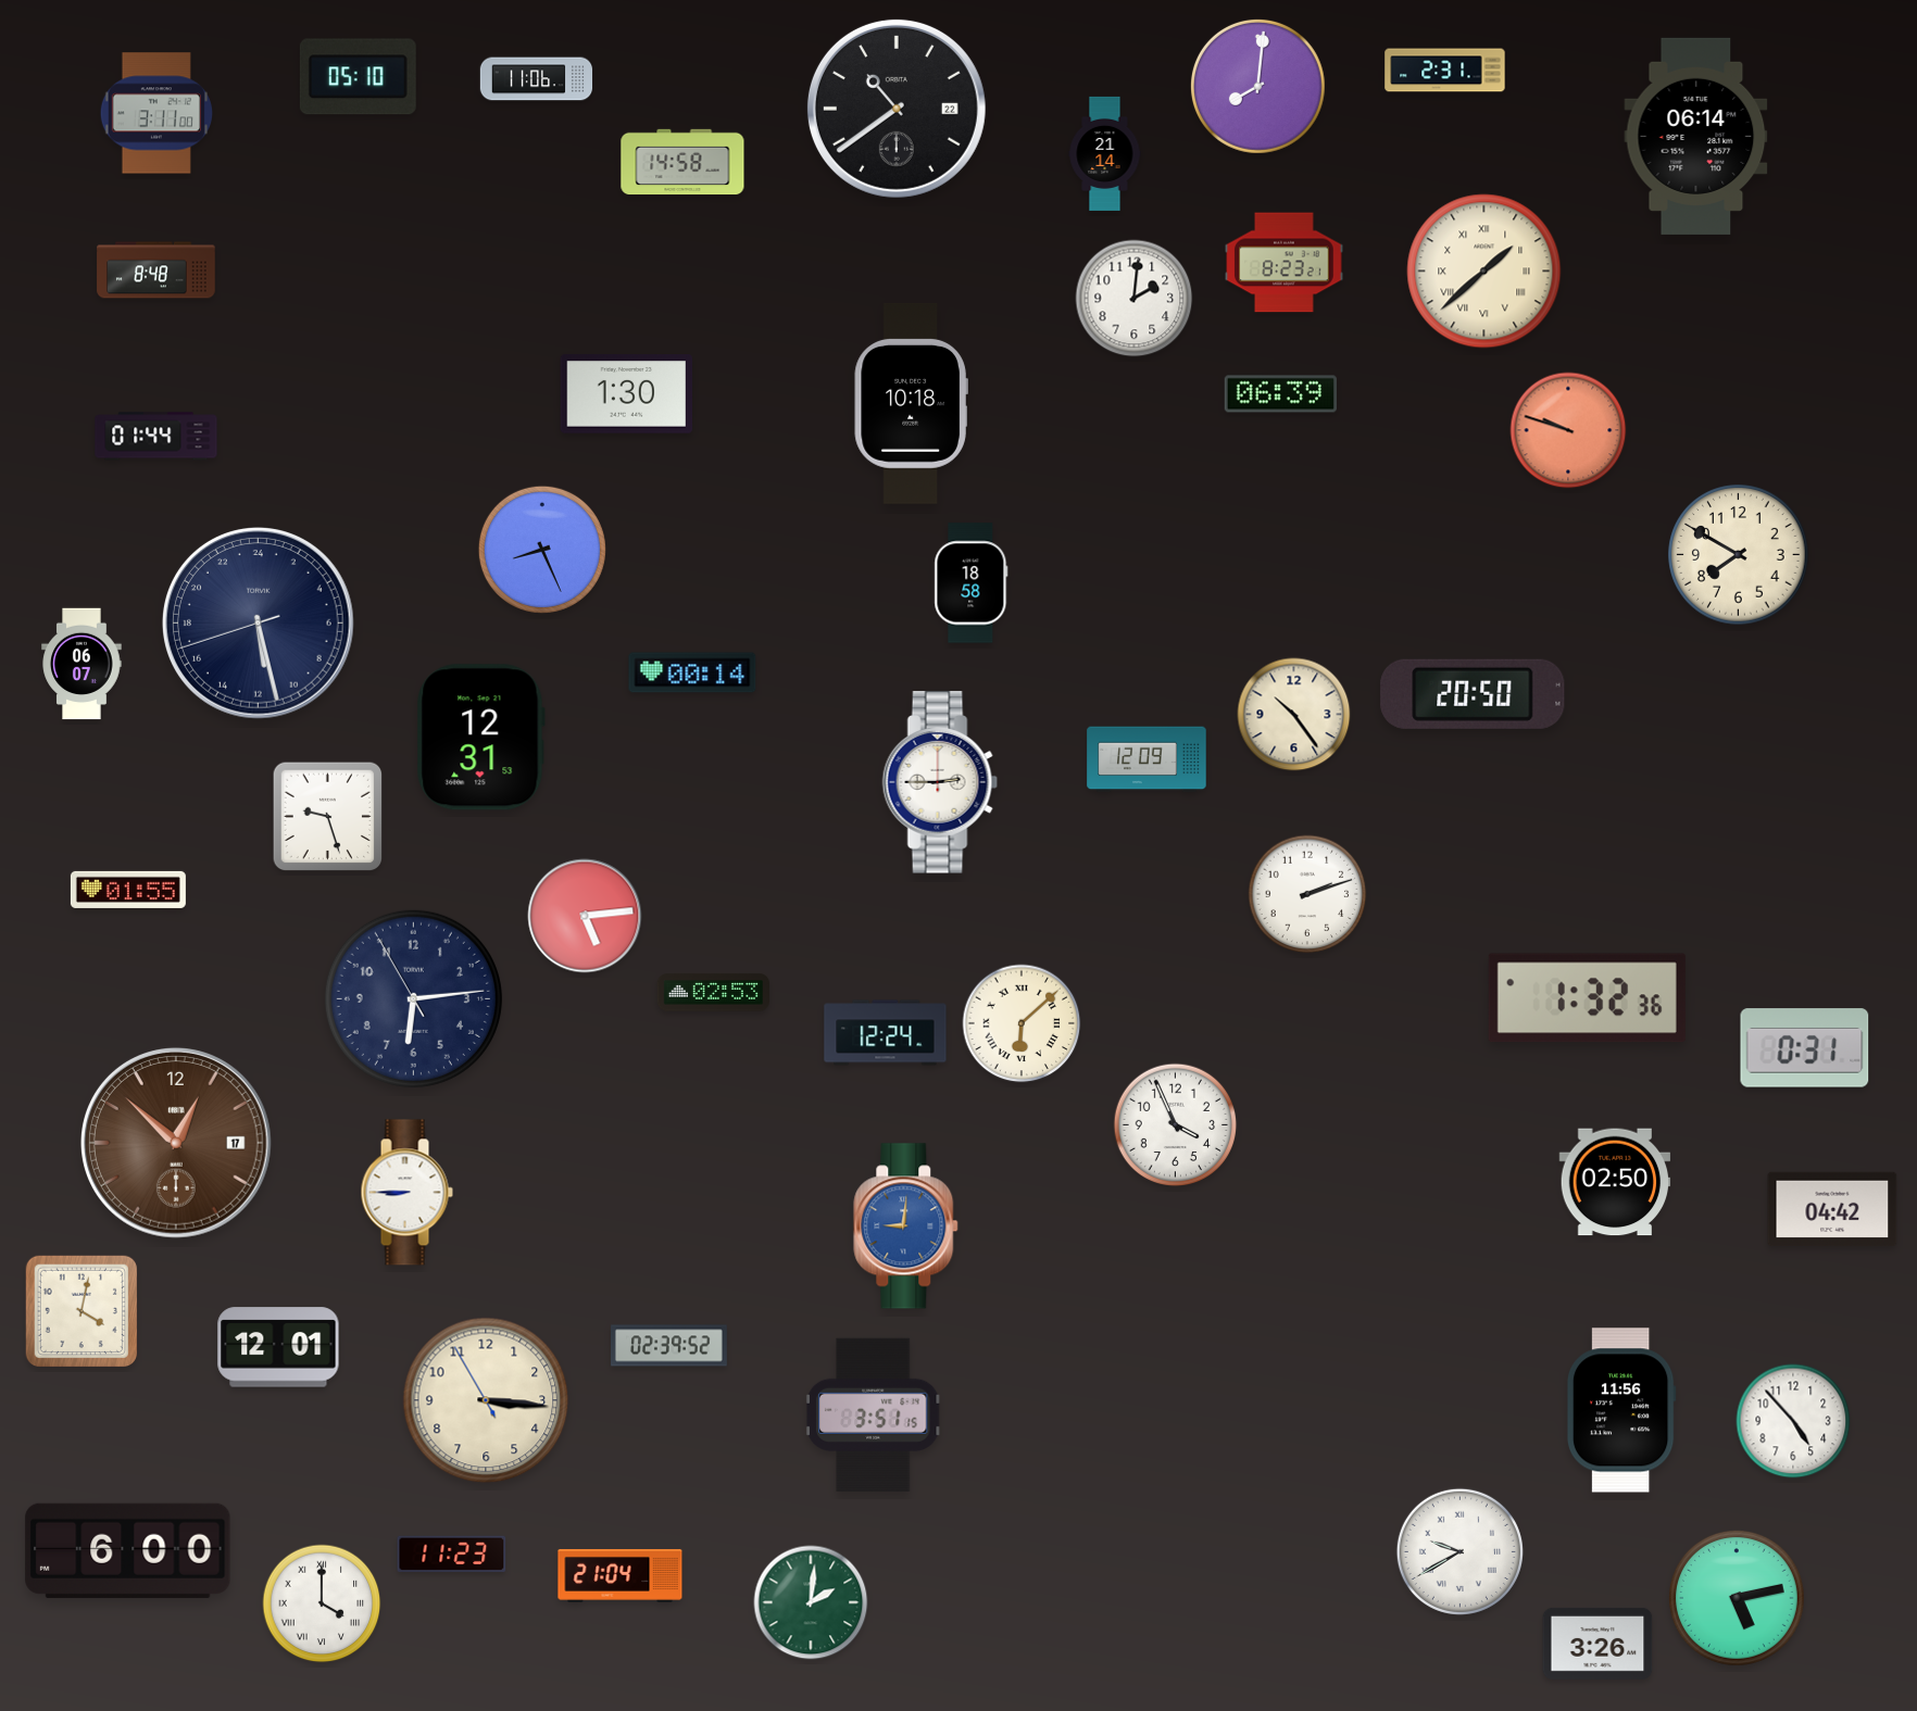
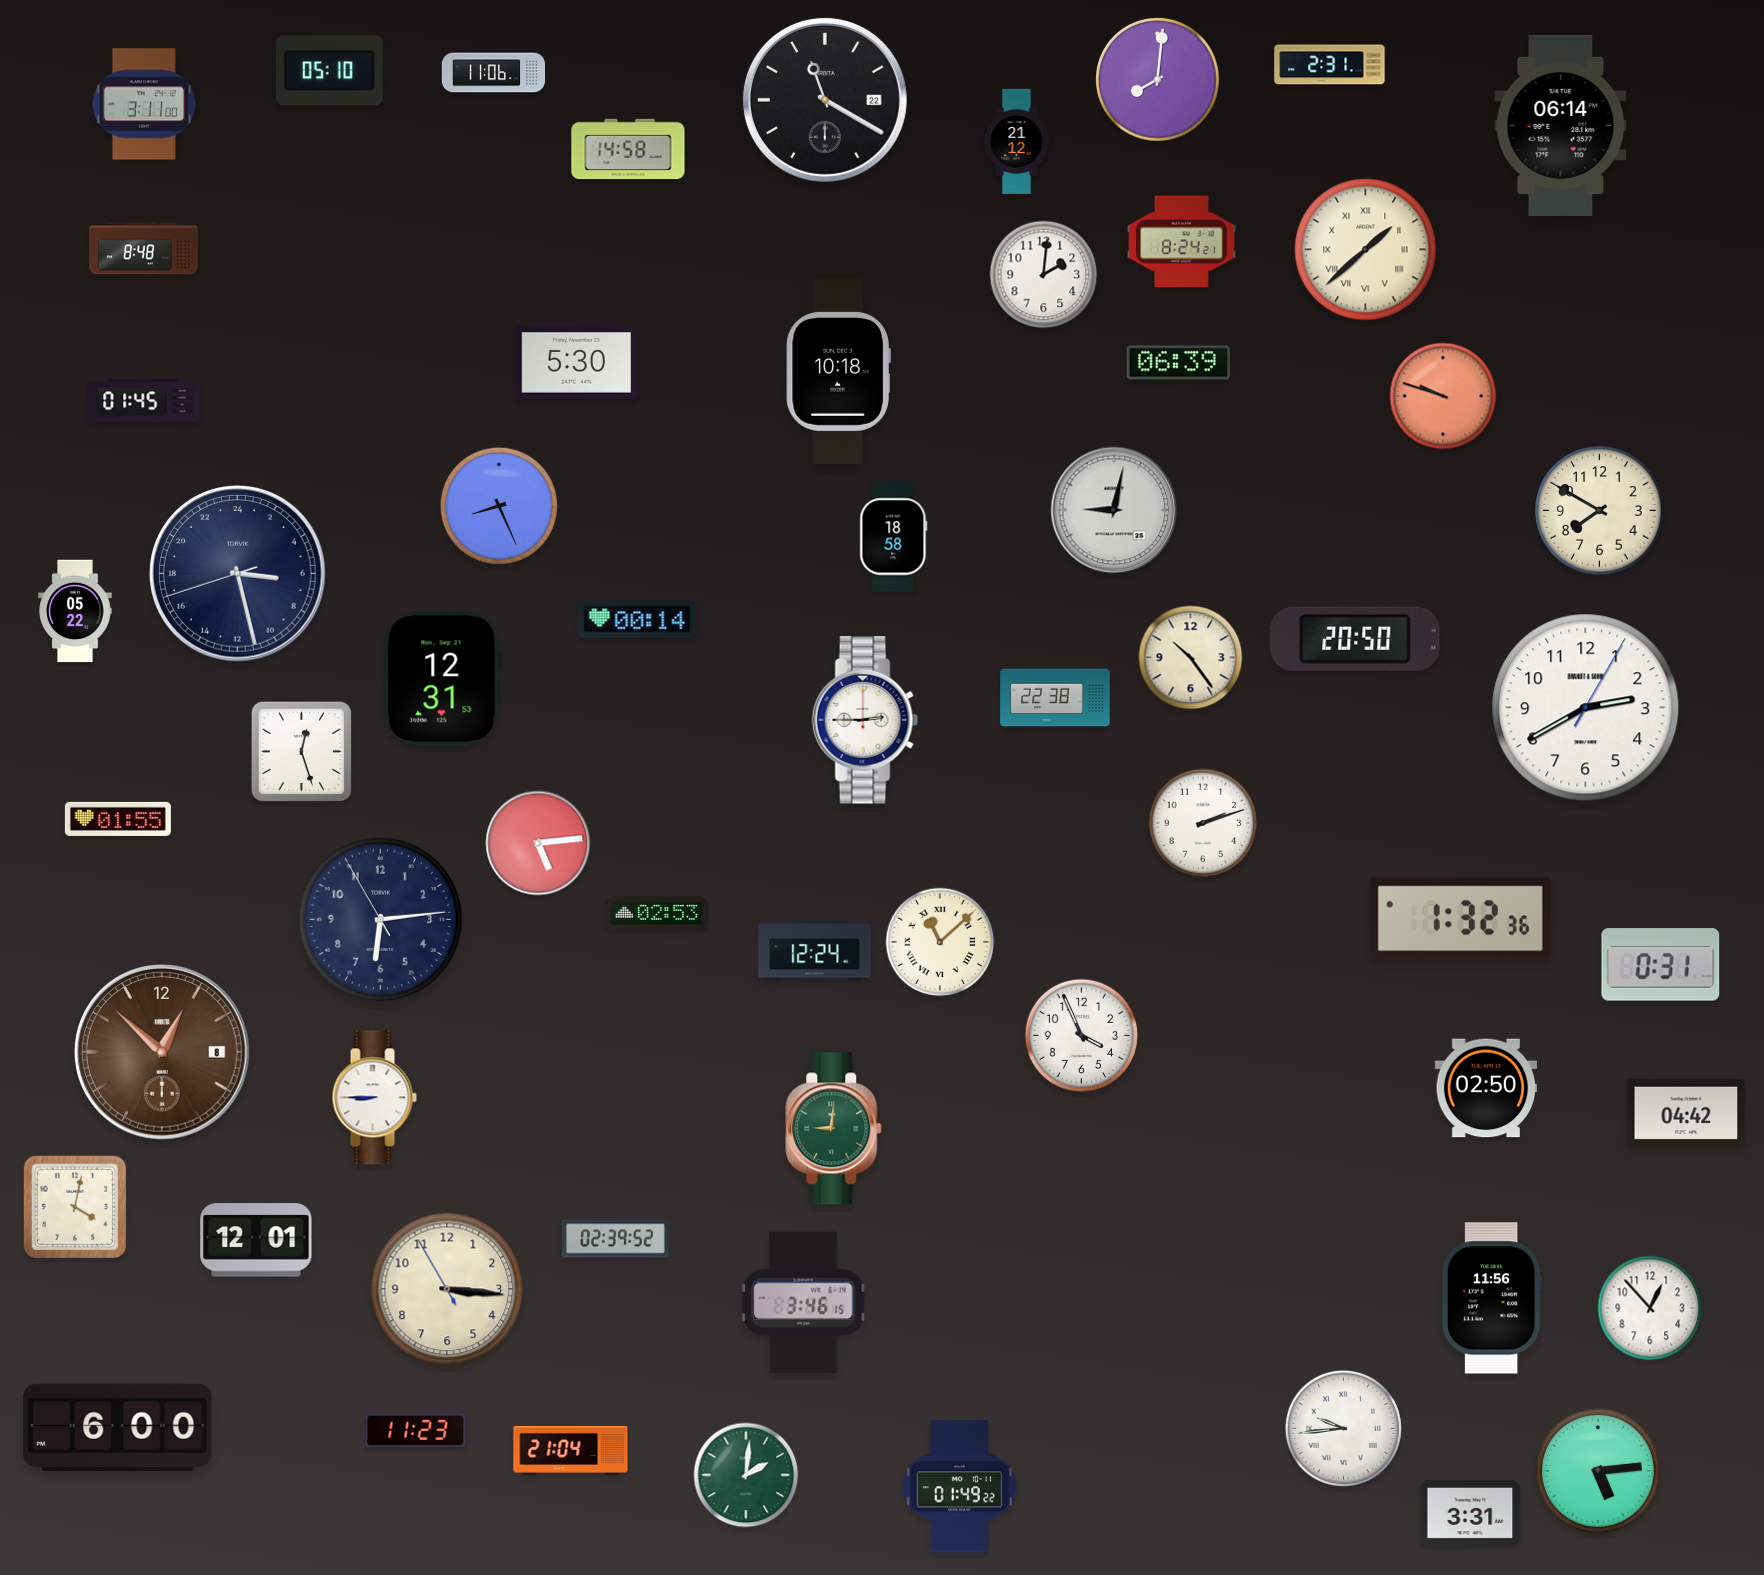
clock at (897, 109): 10:39 -> 11:20
clock at (1105, 153): 21:14 -> 21:12
clock at (1285, 263): 8:23 -> 8:24
clock at (627, 394): 1:30 -> 5:30
clock at (156, 437): 01:44 -> 01:45
clock at (1114, 510): none -> 9:02
clock at (259, 624): 11:27 -> 6:27
clock at (82, 664): 06:07 -> 05:22
clock at (1147, 759): 12:09 -> 22:38
clock at (1586, 708): none -> 2:40
clock at (328, 817): 9:27 -> 12:27
clock at (1022, 1023): 6:08 -> 11:08
clock at (177, 1144) date: 17 -> 8
clock at (906, 1226) dial: blue -> green
clock at (873, 1414): 3:51 -> 3:46
clock at (1793, 1421): 4:53 -> 12:53
clock at (1459, 1551): 9:40 -> 9:44
clock at (1737, 1598): 5:13 -> 5:14
clock at (322, 1603): 4:00 -> none
clock at (959, 1487): none -> 01:49
clock at (1597, 1644): 3:26 -> 3:31
